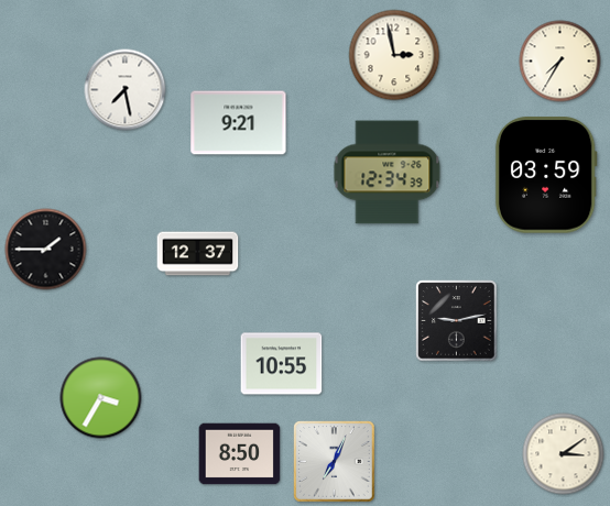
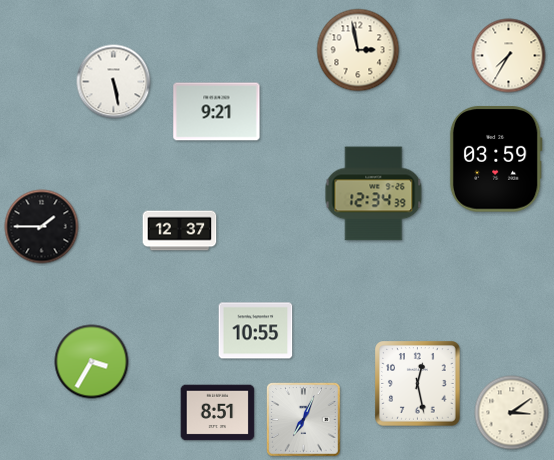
clock at (126, 90): 7:28 -> 5:28
clock at (388, 173) position: (388, 173) -> (374, 194)
clock at (457, 321): 9:13 -> none
clock at (418, 384): none -> 12:28
clock at (240, 454): 8:50 -> 8:51
